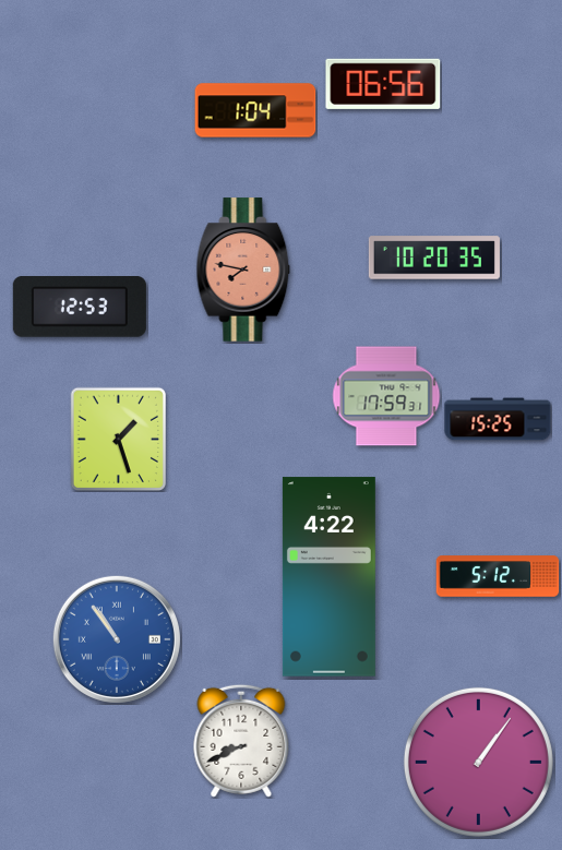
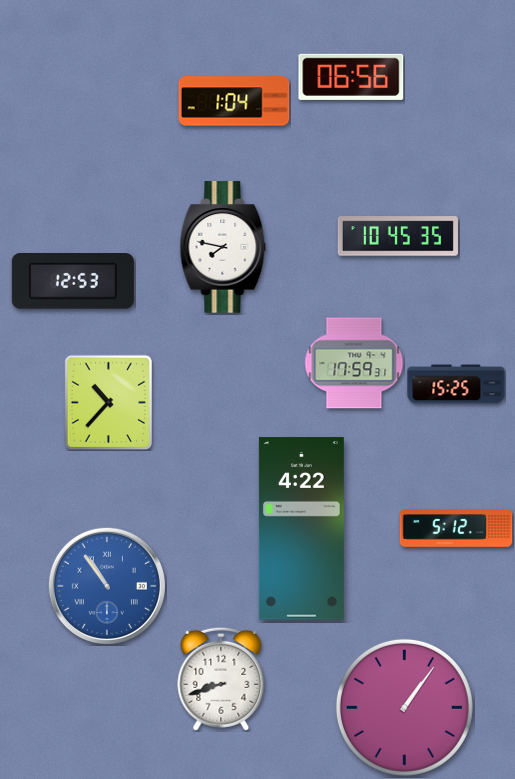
clock at (434, 258): 10:20 -> 10:45
clock at (243, 270) dial: salmon -> white
clock at (118, 439): 1:27 -> 10:37
clock at (241, 741): 8:41 -> 8:42
clock at (478, 762) position: (478, 762) -> (404, 707)
